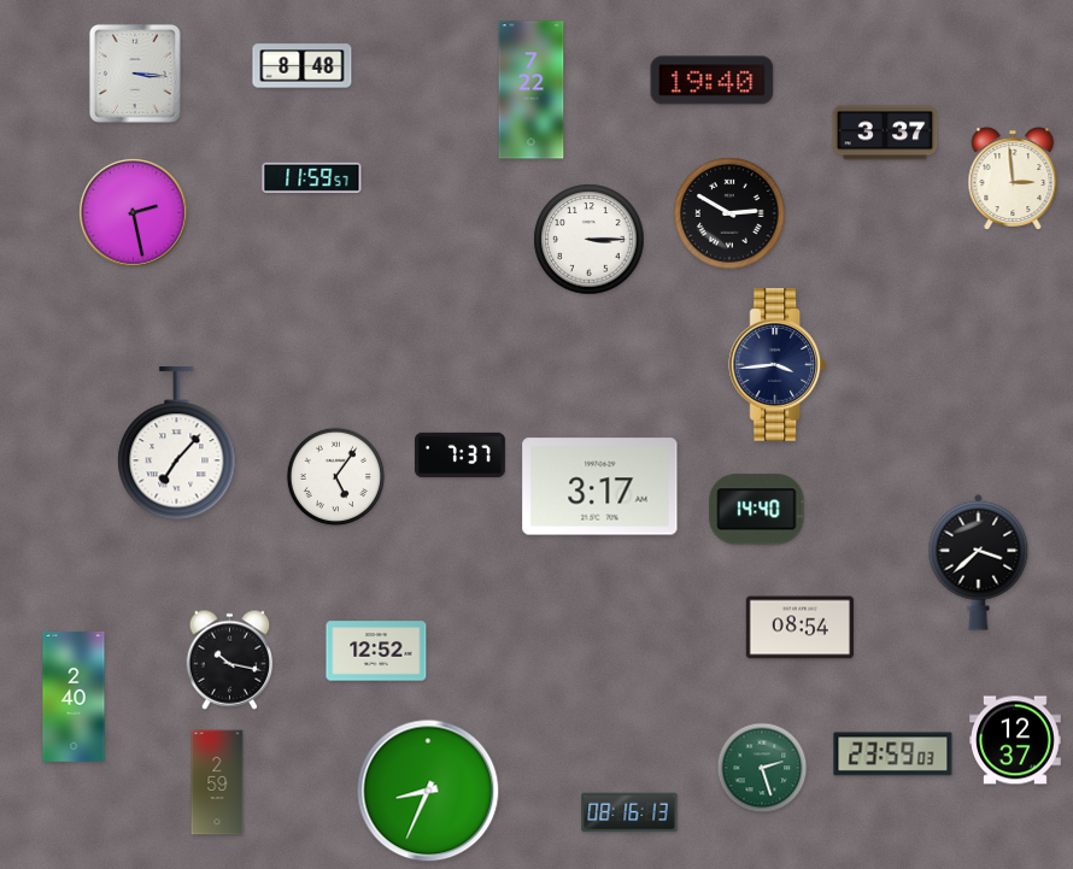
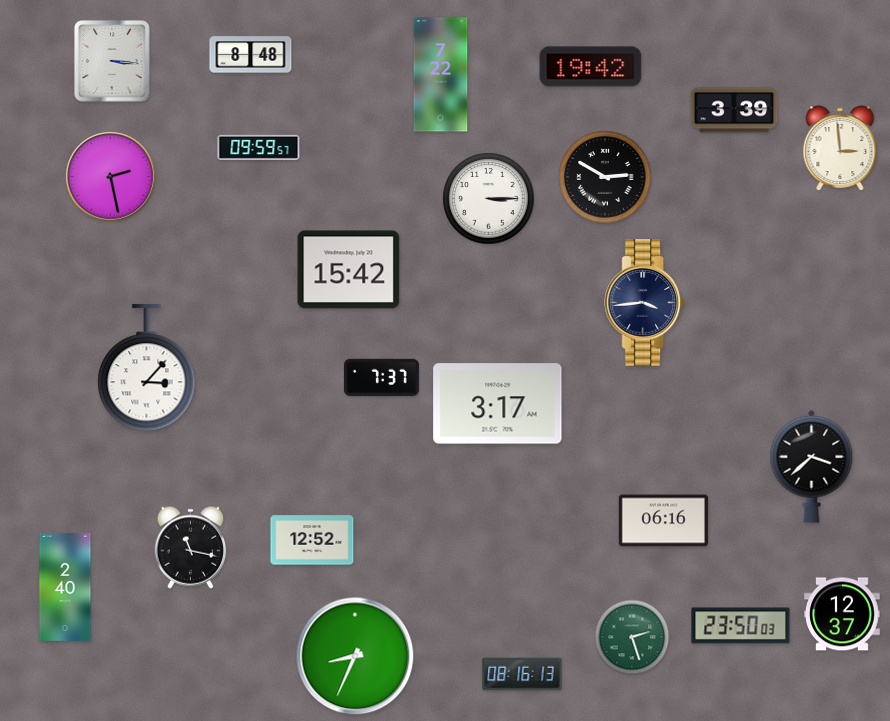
clock at (713, 81): 19:40 -> 19:42
clock at (885, 133): 3:37 -> 3:39
clock at (312, 177): 11:59 -> 09:59
clock at (349, 270): none -> 15:42
clock at (177, 444): 7:07 -> 3:07
clock at (336, 477): 5:06 -> none
clock at (757, 510): 14:40 -> none
clock at (799, 628): 08:54 -> 06:16
clock at (230, 659): 10:17 -> 11:17
clock at (74, 697) position: (74, 697) -> (65, 587)
clock at (893, 754): 23:59 -> 23:50
clock at (217, 782): 2:59 -> none
